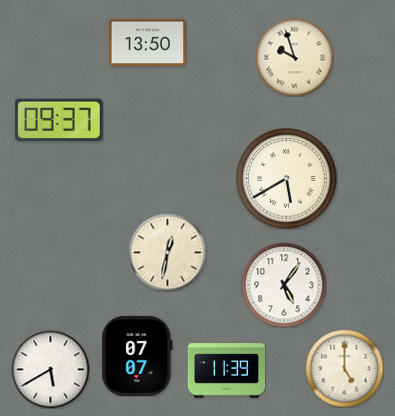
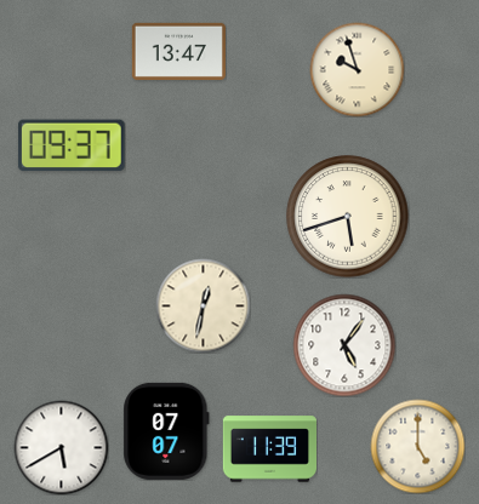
clock at (147, 42): 13:50 -> 13:47
clock at (287, 179): 5:40 -> 5:42
clock at (226, 371) position: (226, 371) -> (269, 449)
